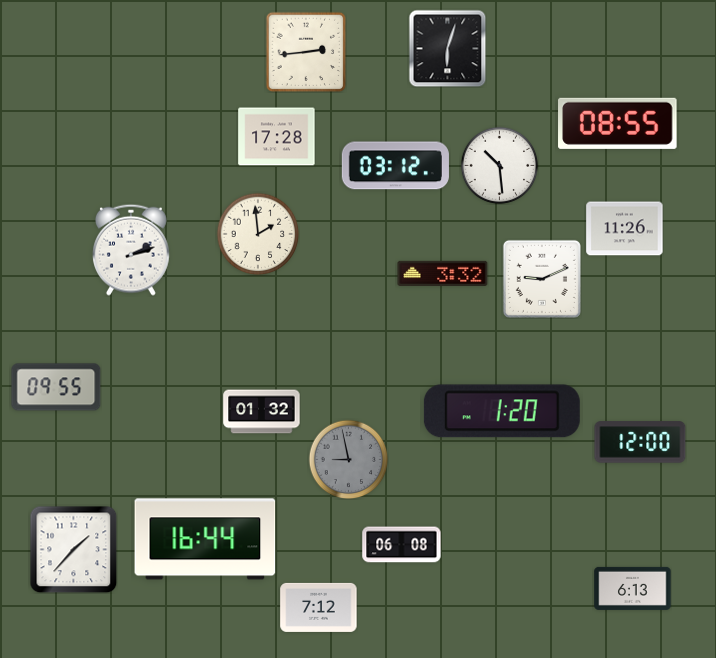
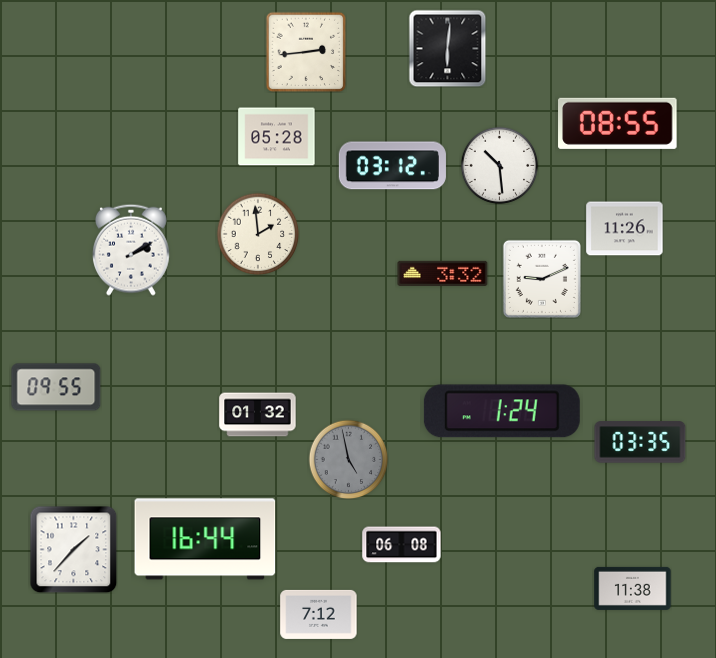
clock at (447, 48): 6:03 -> 6:01
clock at (277, 137): 17:28 -> 05:28
clock at (395, 166) position: (395, 166) -> (392, 166)
clock at (131, 250): 2:12 -> 2:10
clock at (502, 411): 1:20 -> 1:24
clock at (262, 412) position: (262, 412) -> (258, 415)
clock at (640, 442): 12:00 -> 03:35
clock at (348, 459): 8:58 -> 4:58
clock at (633, 588): 6:13 -> 11:38
clock at (319, 607) position: (319, 607) -> (319, 614)
